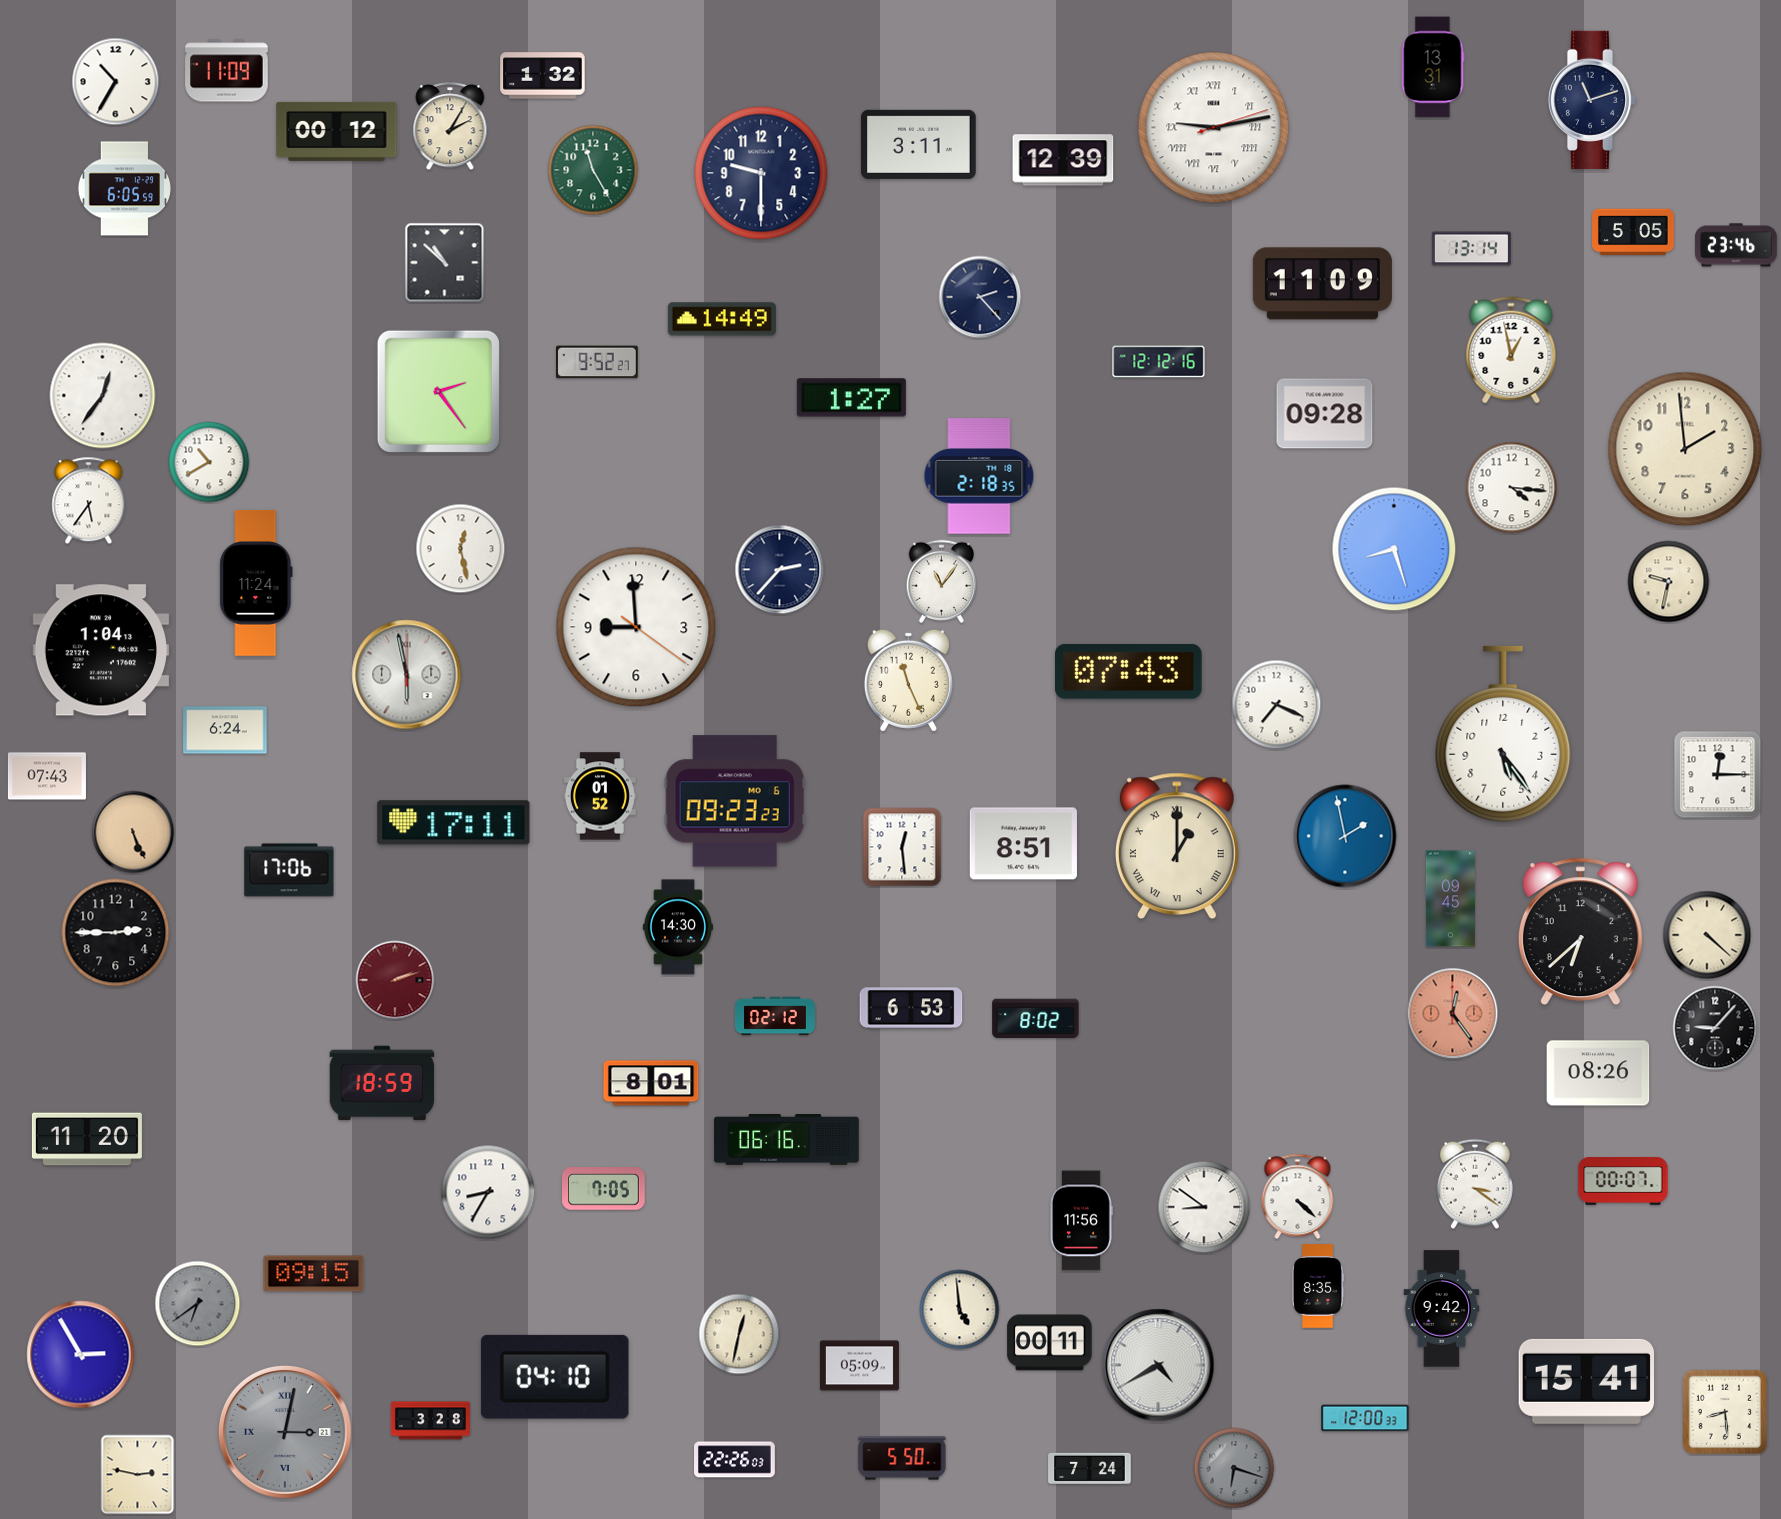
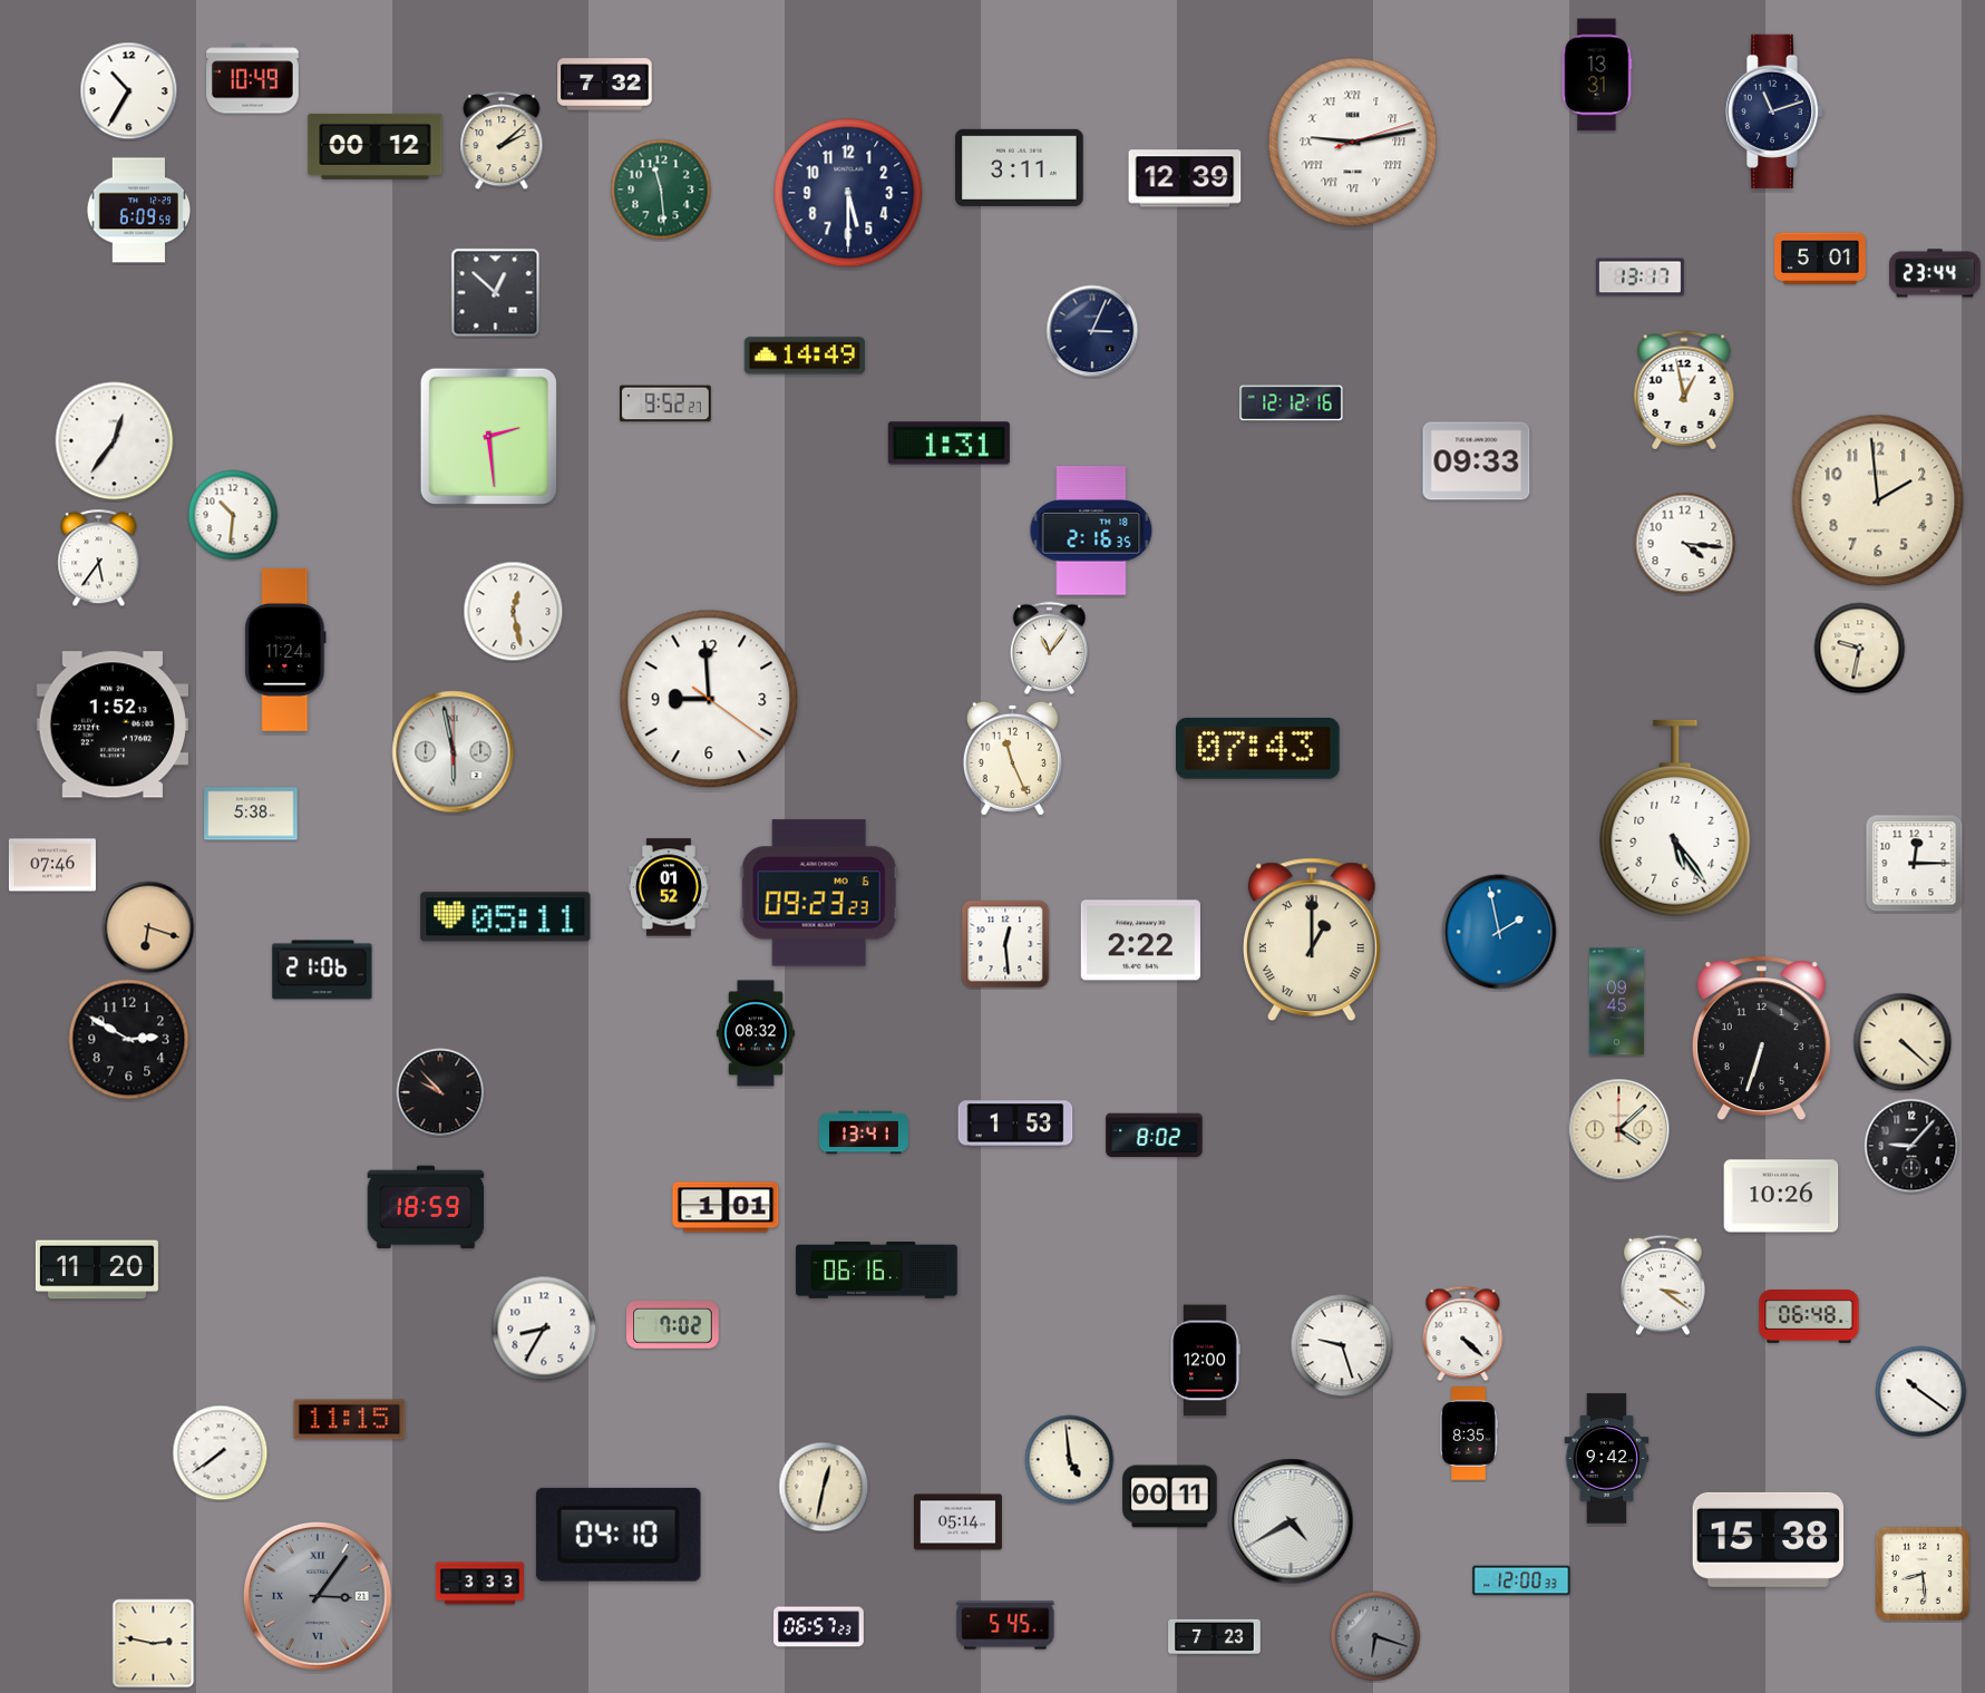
clock at (227, 71): 11:09 -> 10:49
clock at (543, 76): 1:32 -> 7:32
clock at (450, 127): 2:05 -> 2:08
clock at (919, 144) position: (919, 144) -> (1020, 167)
clock at (593, 170): 11:25 -> 11:29
clock at (761, 173): 9:30 -> 5:30
clock at (124, 189): 6:05 -> 6:09
clock at (1633, 232): 5:05 -> 5:01
clock at (1737, 245): 23:46 -> 23:44
clock at (1471, 249): 13:14 -> 13:17
clock at (445, 263): 10:52 -> 12:52
clock at (1322, 284): 11:09 -> none
clock at (980, 297): 2:23 -> 3:04
clock at (438, 391): 2:24 -> 2:29
clock at (851, 398): 1:27 -> 1:31
clock at (1325, 414): 09:28 -> 09:33
clock at (209, 462): 10:40 -> 10:31
clock at (979, 476): 2:18 -> 2:16
clock at (1394, 549): 8:27 -> none
clock at (780, 570): 2:37 -> none
clock at (100, 650): 1:04 -> 1:52
clock at (1277, 705): 7:19 -> none
clock at (225, 730): 6:24 -> 5:38
clock at (47, 776): 07:43 -> 07:46
clock at (454, 823): 17:11 -> 05:11
clock at (133, 832): 5:26 -> 6:18
clock at (1023, 844): 8:51 -> 2:22
clock at (1177, 845) position: (1177, 845) -> (1312, 938)
clock at (289, 870): 17:06 -> 21:06
clock at (678, 927): 14:30 -> 08:32
clock at (1580, 932): 6:38 -> 6:33
clock at (116, 933): 2:45 -> 2:50
clock at (395, 980): 2:12 -> 9:53
clock at (395, 980) dial: burgundy -> black
clock at (911, 1008): 6:53 -> 1:53
clock at (1453, 1014): 12:24 -> 4:08
clock at (1453, 1014) dial: salmon -> cream
clock at (775, 1016): 02:12 -> 13:41
clock at (1598, 1073): 08:26 -> 10:26
clock at (651, 1083): 8:01 -> 1:01
clock at (1623, 1181): 00:07 -> 06:48
clock at (1475, 1184) position: (1475, 1184) -> (1663, 1285)
clock at (604, 1189): 7:05 -> 7:02
clock at (1298, 1197) position: (1298, 1197) -> (1463, 1334)
clock at (1204, 1207): 8:51 -> 9:27
clock at (1081, 1221): 11:56 -> 12:00
clock at (1921, 1392): none -> 10:21
clock at (314, 1274): 09:15 -> 11:15
clock at (198, 1304): 6:39 -> 7:39
clock at (198, 1304) dial: grey -> white
clock at (81, 1355): 2:55 -> none
clock at (859, 1366): 05:09 -> 05:14
clock at (1587, 1381): 15:41 -> 15:38
clock at (430, 1421): 3:28 -> 3:33
clock at (285, 1432): 3:02 -> 3:06
clock at (902, 1458): 5:50 -> 5:45
clock at (735, 1460): 22:26 -> 06:57
clock at (1090, 1468): 7:24 -> 7:23
